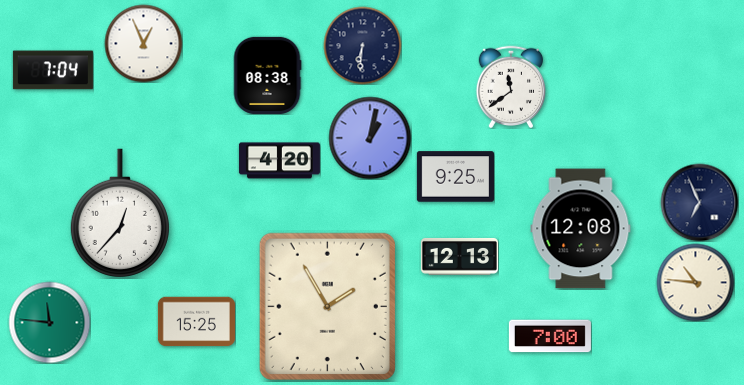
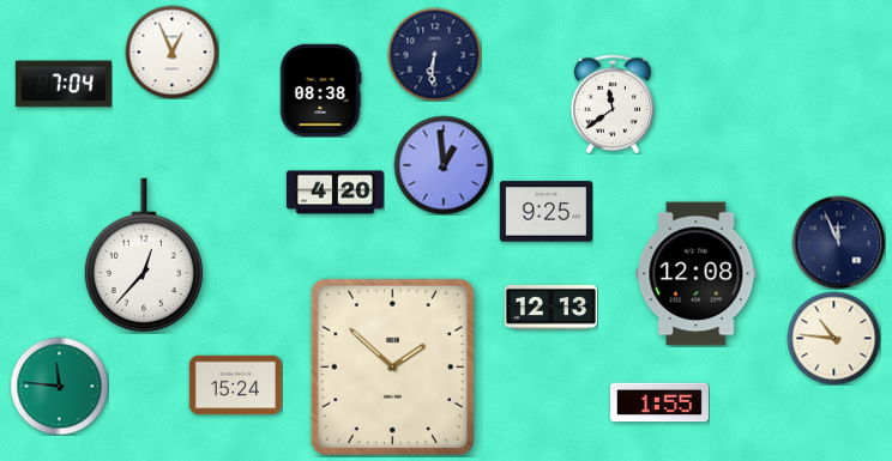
clock at (370, 138): 1:02 -> 12:59
clock at (699, 202): 6:56 -> 11:56
clock at (327, 306): 1:55 -> 1:52
clock at (196, 322): 15:25 -> 15:24
clock at (550, 336): 7:00 -> 1:55
